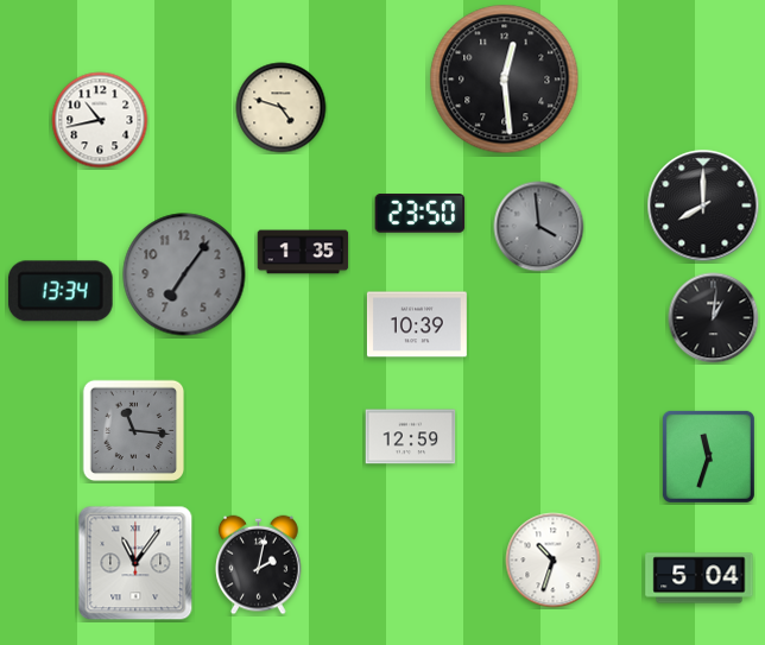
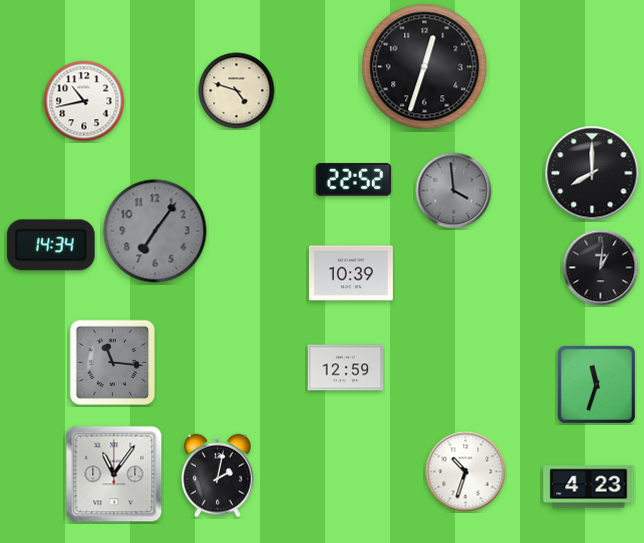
clock at (505, 80): 12:29 -> 12:33
clock at (421, 214): 23:50 -> 22:52
clock at (303, 252): 1:35 -> none
clock at (61, 291): 13:34 -> 14:34
clock at (700, 578): 5:04 -> 4:23
